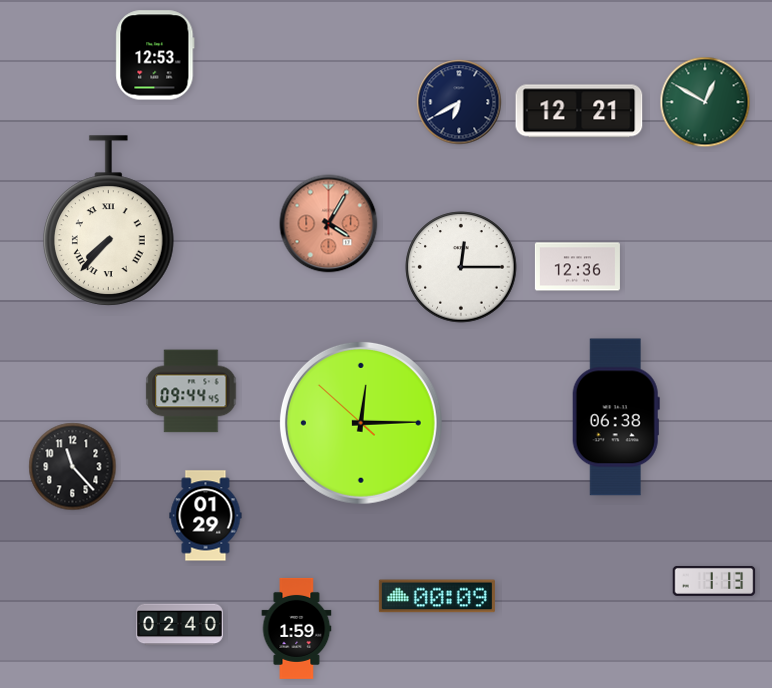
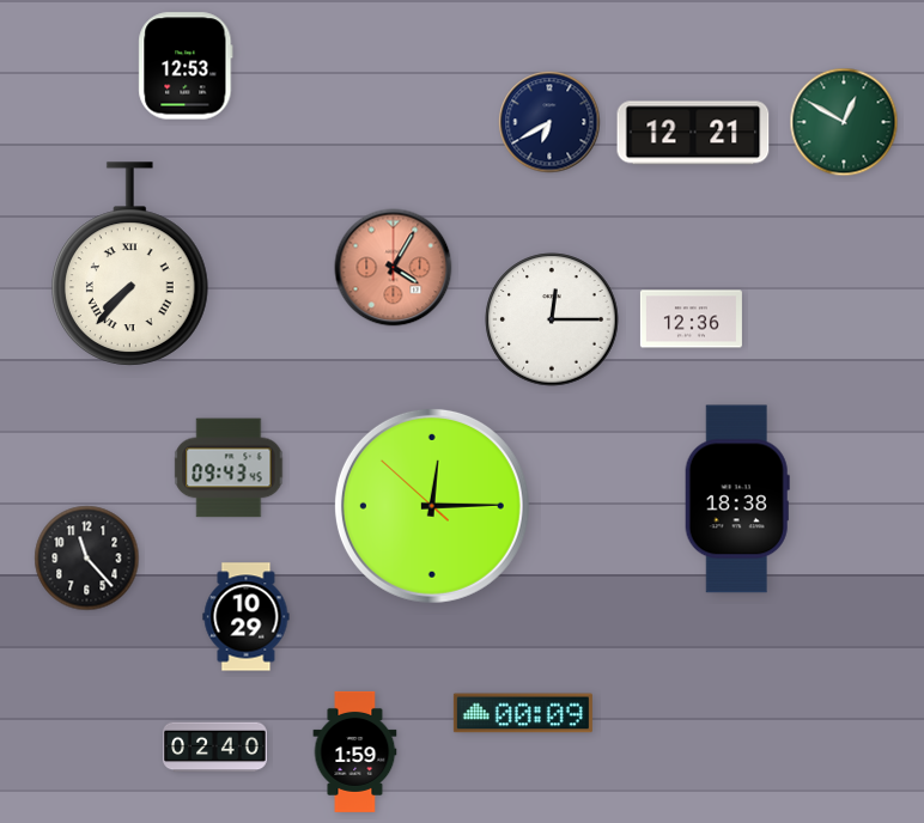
clock at (191, 391): 09:44 -> 09:43
clock at (616, 417): 06:38 -> 18:38
clock at (206, 516): 01:29 -> 10:29
clock at (714, 581): 1:13 -> none
